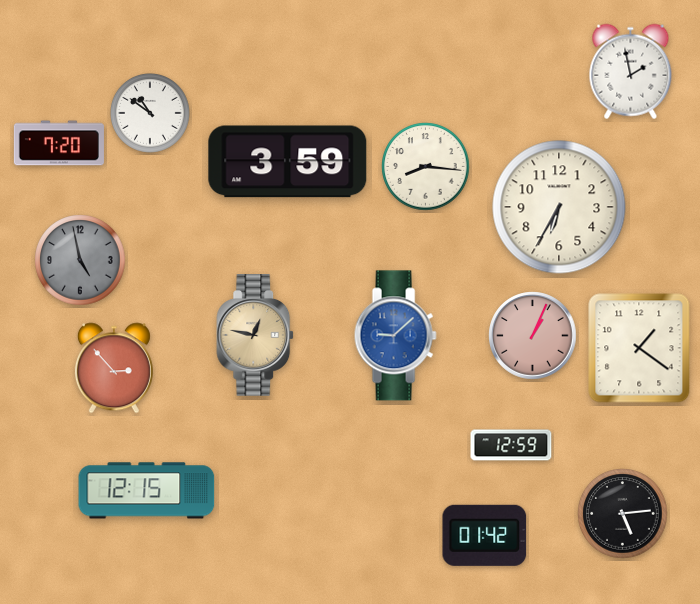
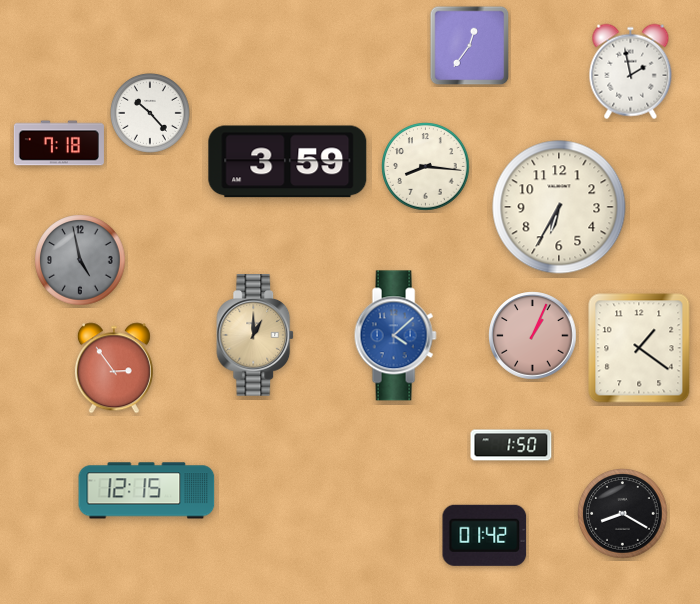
clock at (470, 46): none -> 12:36
clock at (151, 114): 10:51 -> 10:23
clock at (59, 143): 7:20 -> 7:18
clock at (256, 335): 12:47 -> 1:00
clock at (395, 336): 9:08 -> 4:08
clock at (114, 368): 2:53 -> 2:54
clock at (511, 445): 12:59 -> 1:50
clock at (623, 514): 5:14 -> 8:20
